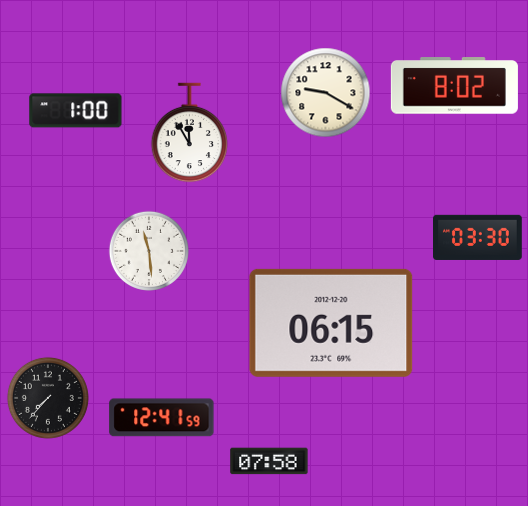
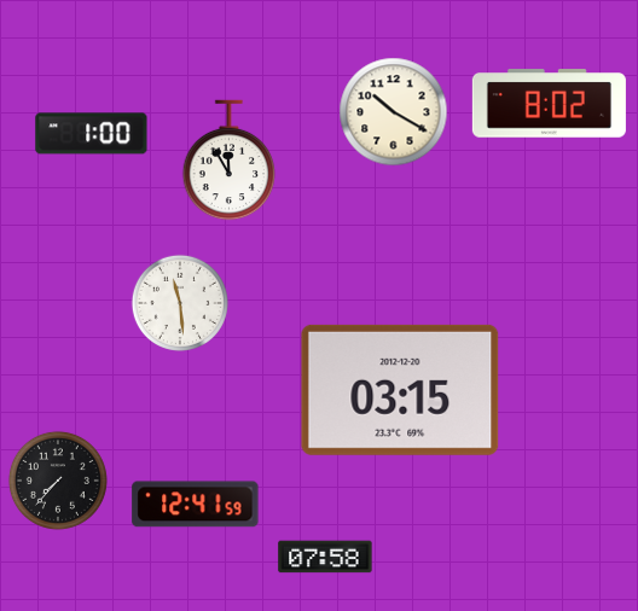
clock at (326, 93): 9:20 -> 10:20
clock at (478, 237): 03:30 -> none
clock at (331, 323): 06:15 -> 03:15
